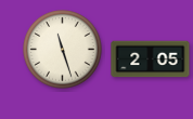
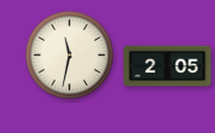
clock at (63, 50): 11:27 -> 11:32
